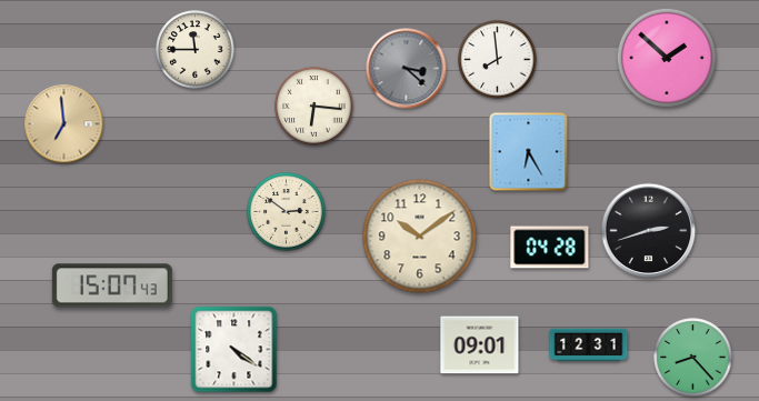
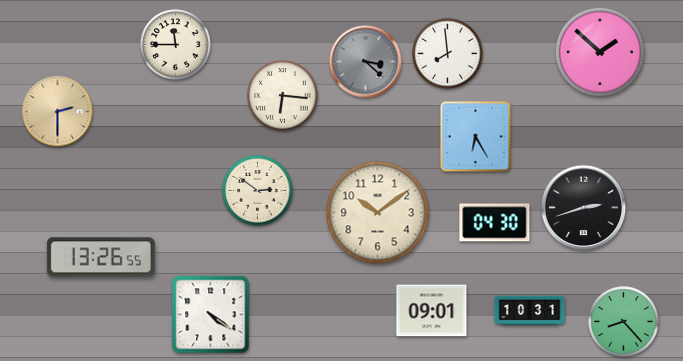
clock at (64, 124): 6:59 -> 2:30
clock at (550, 248): 04:28 -> 04:30
clock at (112, 285): 15:07 -> 13:26
clock at (589, 345): 12:31 -> 10:31
